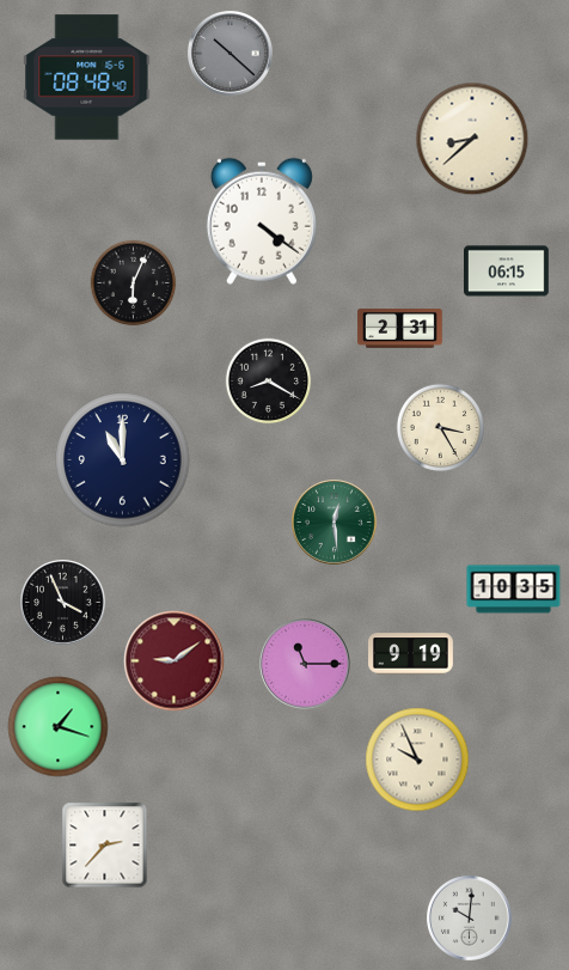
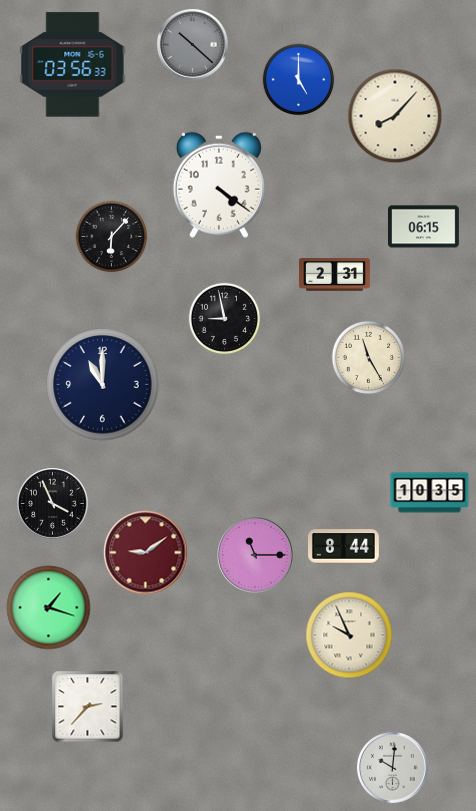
clock at (87, 78): 08:48 -> 03:56
clock at (299, 80): none -> 5:00
clock at (472, 139): 8:38 -> 8:07
clock at (134, 283): 6:04 -> 6:07
clock at (269, 382): 8:20 -> 8:58
clock at (440, 427): 3:25 -> 11:25
clock at (335, 523): 12:29 -> none
clock at (411, 654): 9:19 -> 8:44
